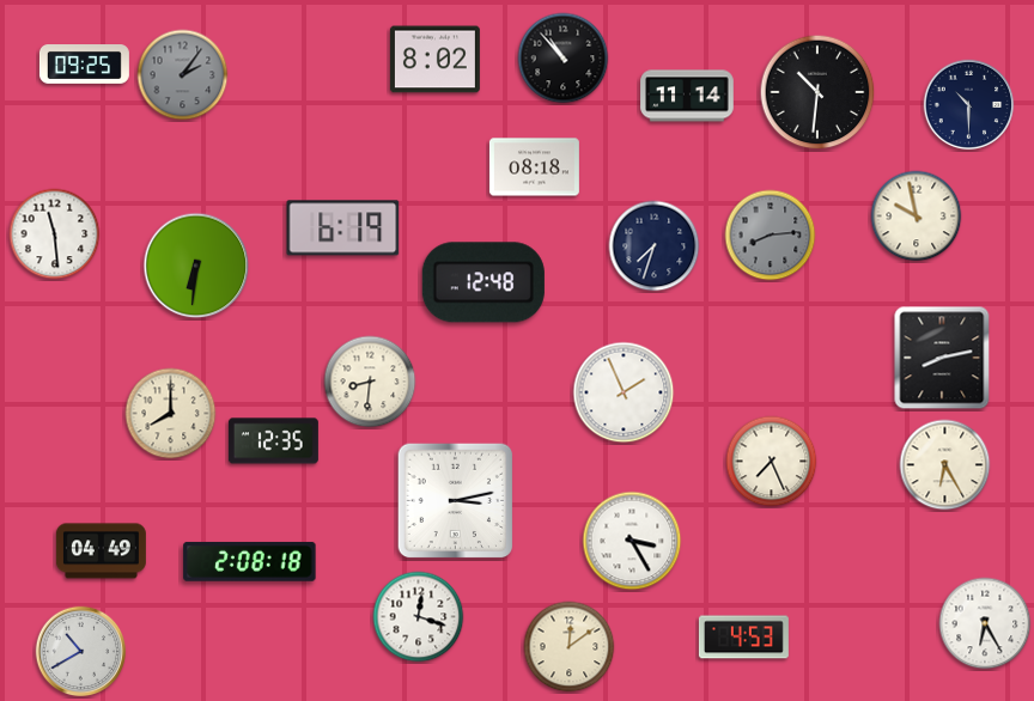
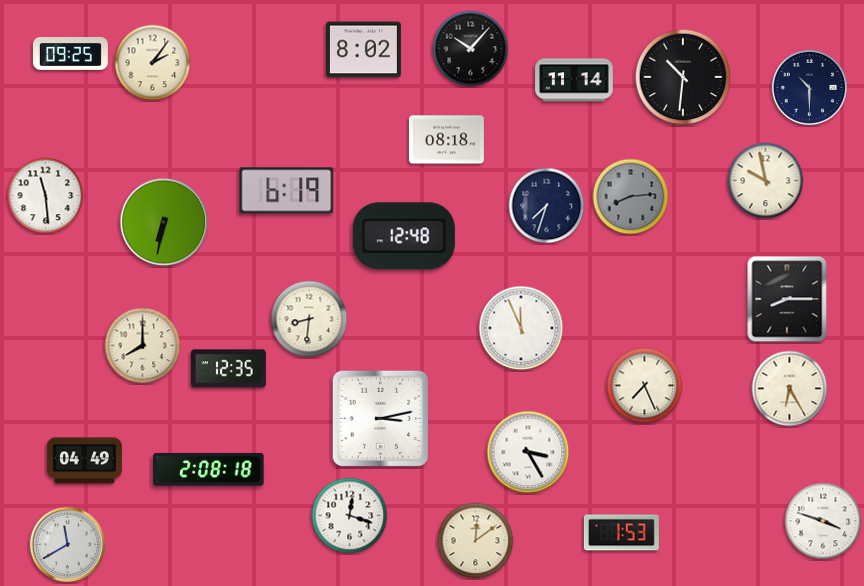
clock at (564, 59): 10:53 -> 10:07
clock at (183, 75) dial: grey -> cream
clock at (771, 236) position: (771, 236) -> (631, 197)
clock at (196, 266): 6:31 -> 6:32
clock at (942, 358): 8:13 -> 8:15
clock at (624, 392): 1:56 -> 11:56
clock at (985, 623): 6:25 -> 3:48
clock at (743, 638): 4:53 -> 1:53
clock at (81, 652): 10:40 -> 11:40
